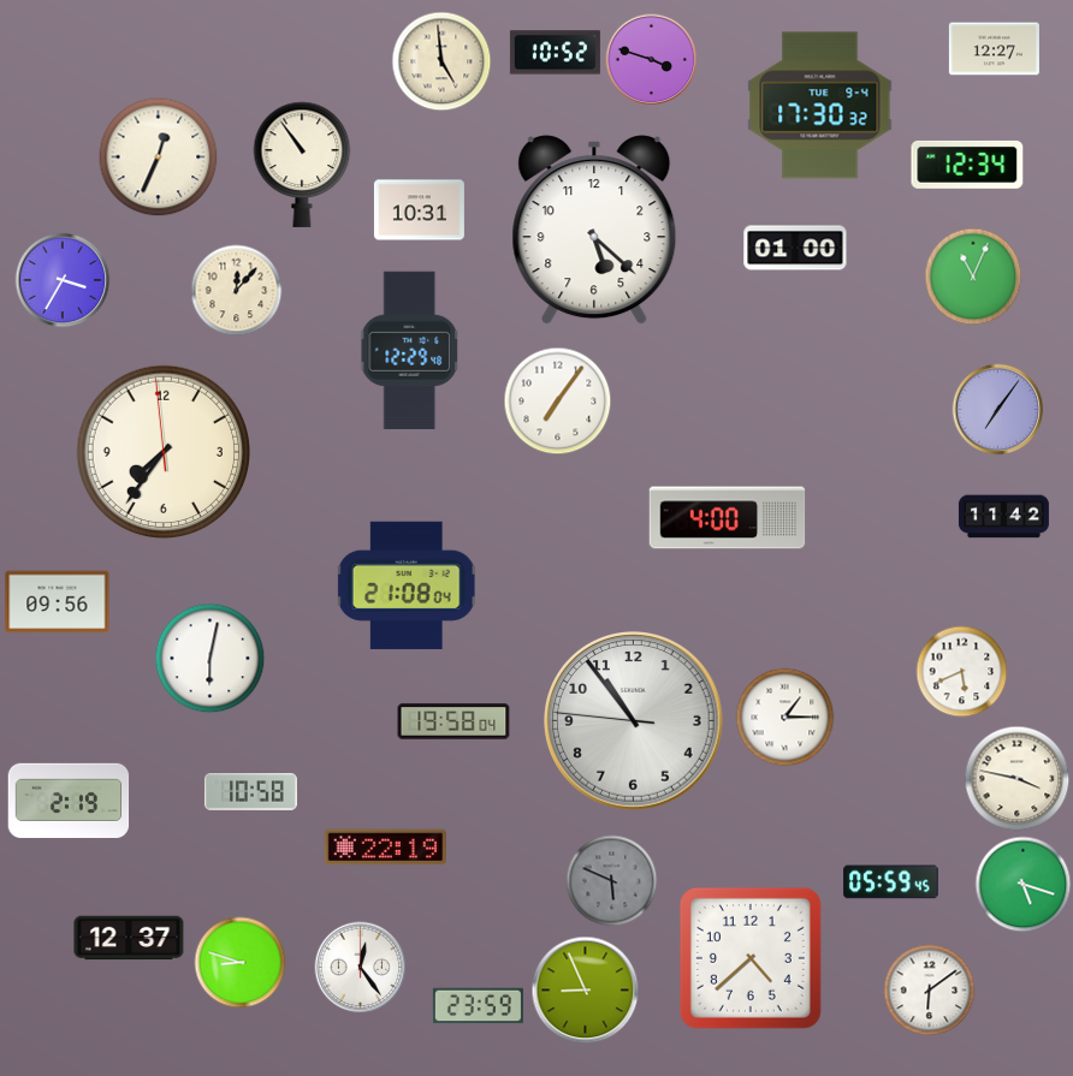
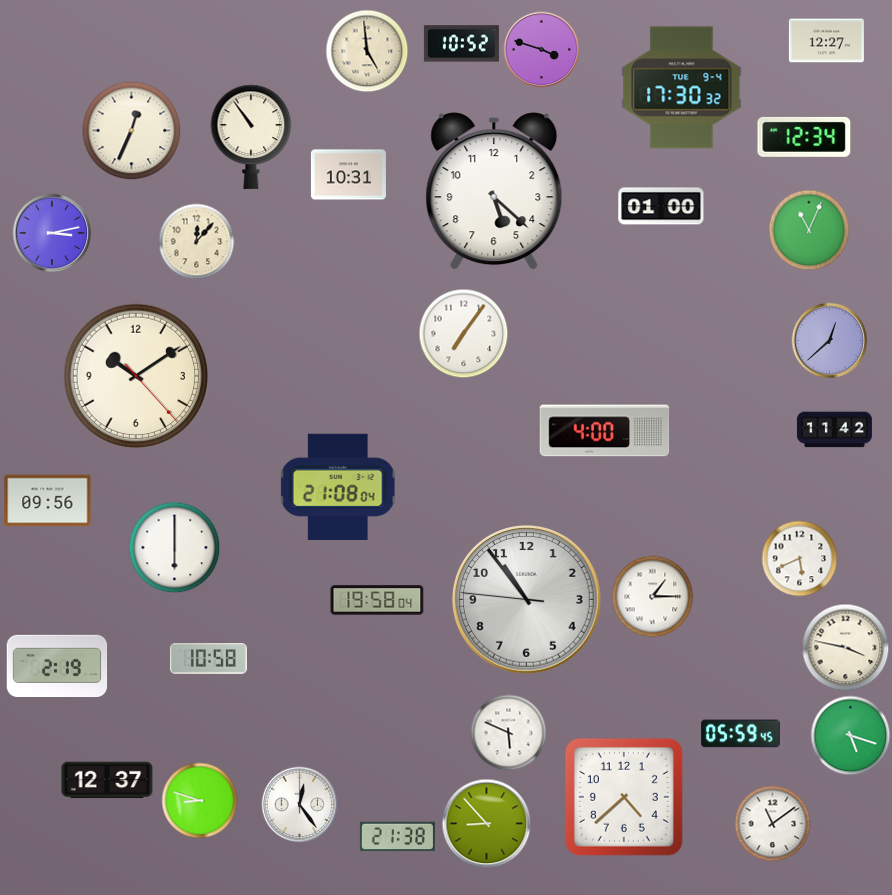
clock at (63, 280): 3:35 -> 3:13
clock at (410, 350): 12:29 -> none
clock at (998, 410): 7:06 -> 12:38
clock at (162, 451): 7:35 -> 10:09
clock at (211, 659): 6:02 -> 6:00
clock at (385, 848): 22:19 -> none
clock at (612, 881) dial: grey -> white
clock at (586, 991): 8:56 -> 8:53
clock at (930, 991): 6:09 -> 11:09
clock at (478, 1006): 23:59 -> 21:38
